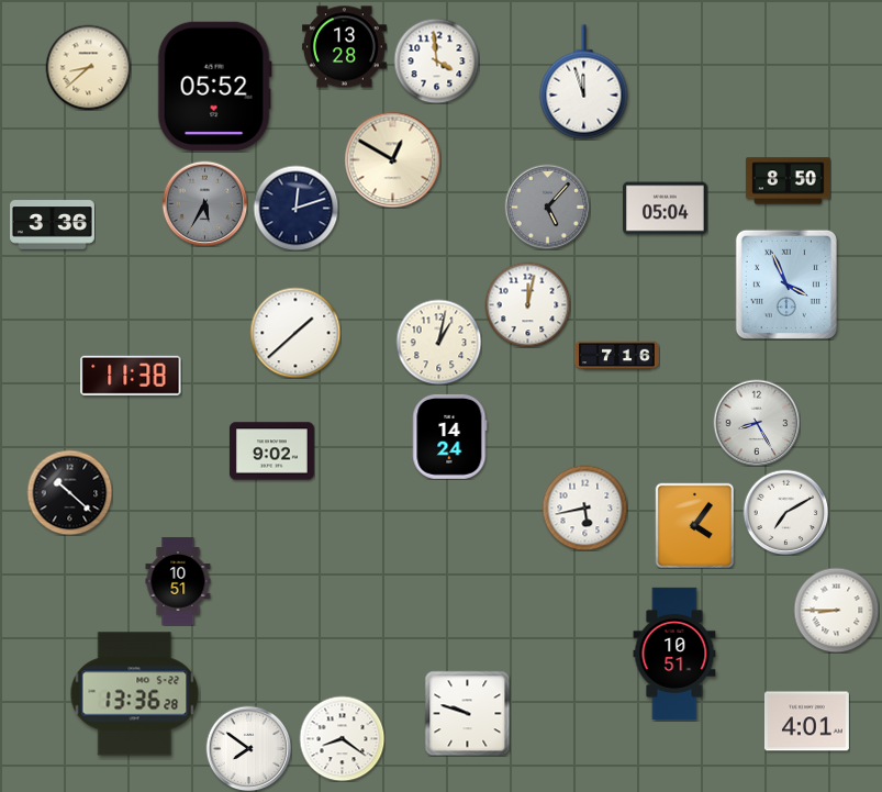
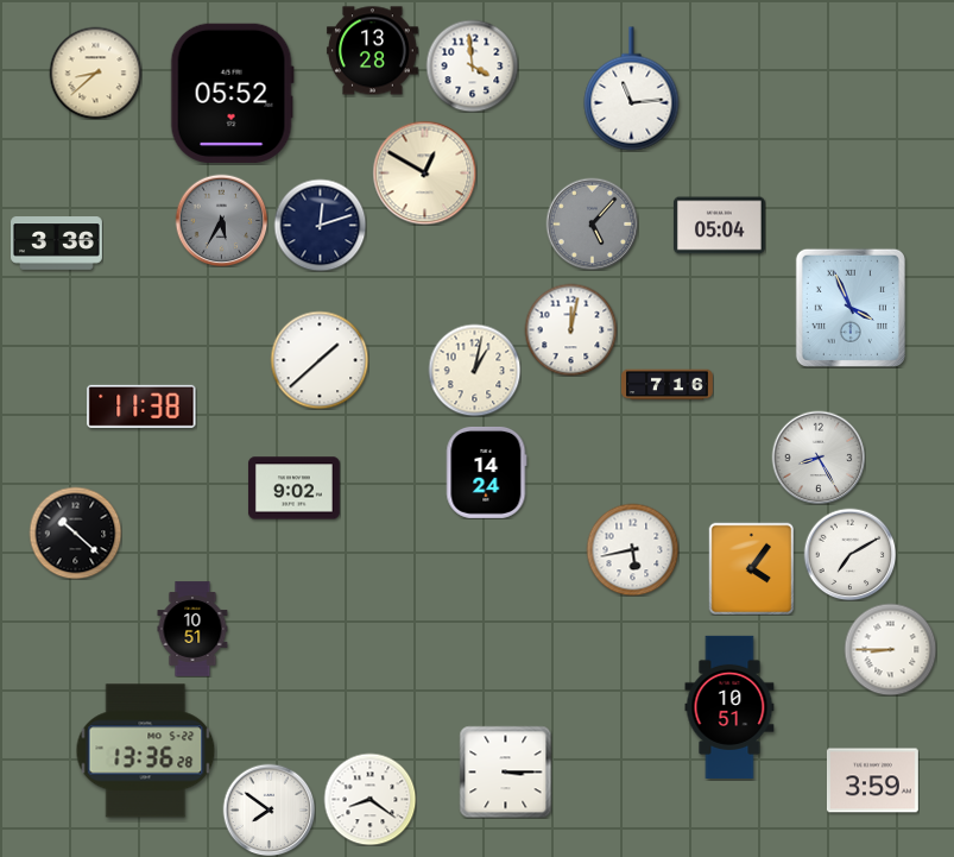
clock at (584, 82): 11:57 -> 11:14
clock at (788, 181): 8:50 -> none
clock at (836, 610) position: (836, 610) -> (890, 649)
clock at (467, 713): 9:48 -> 3:15
clock at (806, 722): 4:01 -> 3:59
